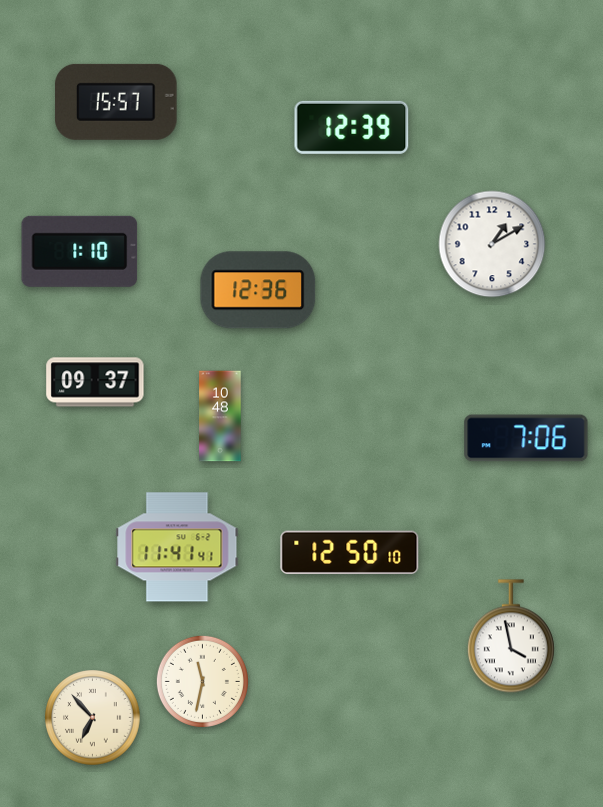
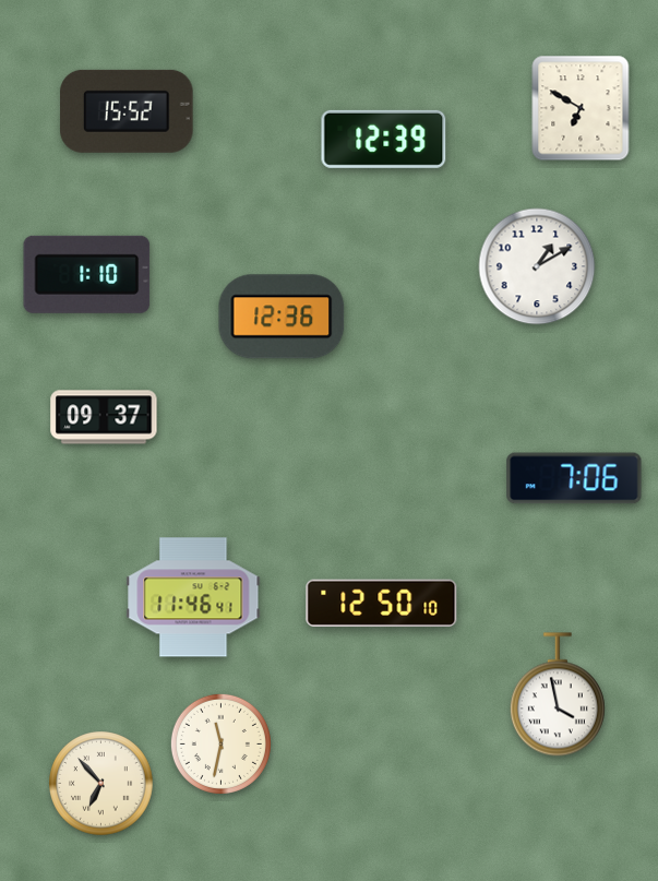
clock at (581, 108): none -> 6:50
clock at (116, 102): 15:57 -> 15:52
clock at (220, 416): 10:48 -> none
clock at (177, 547): 11:41 -> 11:46
